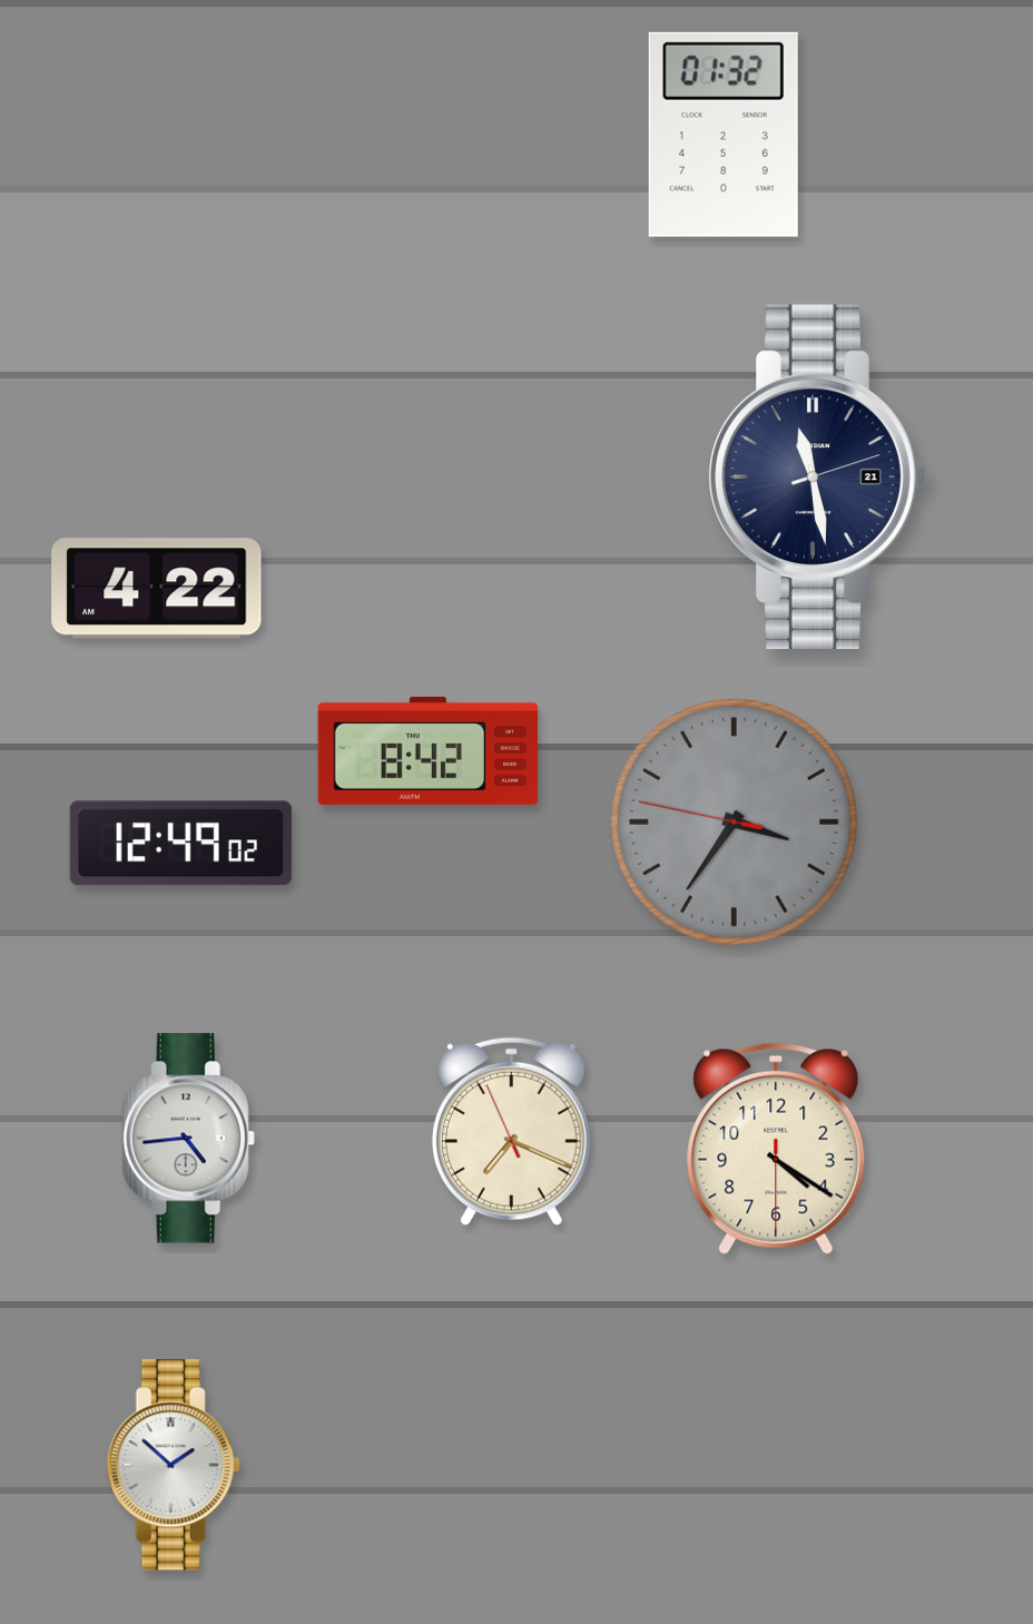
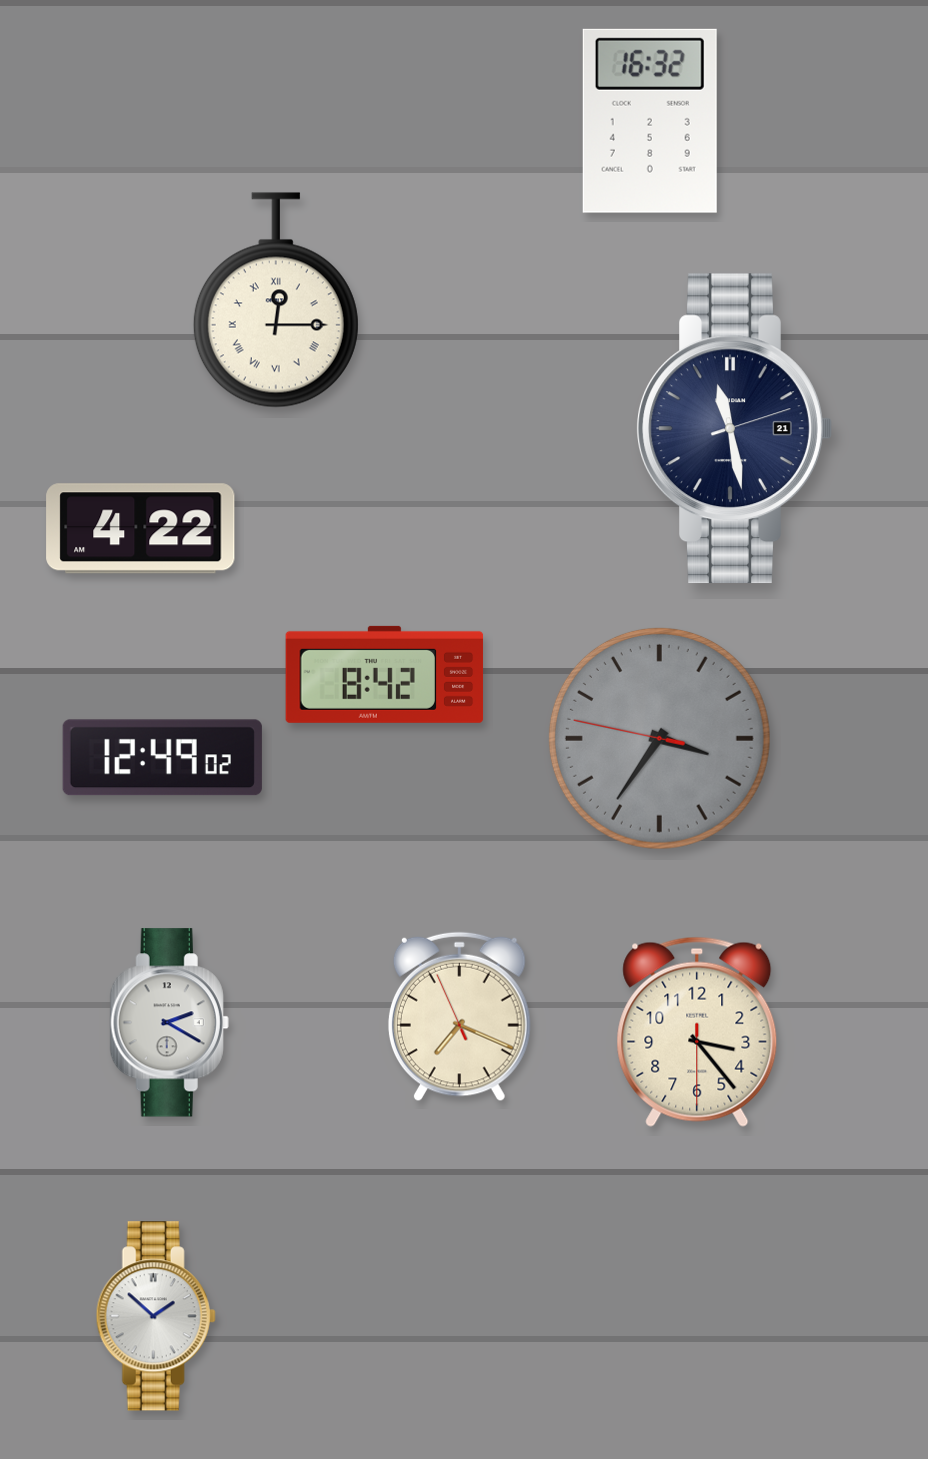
clock at (724, 135): 01:32 -> 16:32
clock at (276, 300): none -> 12:15
clock at (188, 1139): 4:44 -> 2:20
clock at (776, 1149): 4:20 -> 3:23
